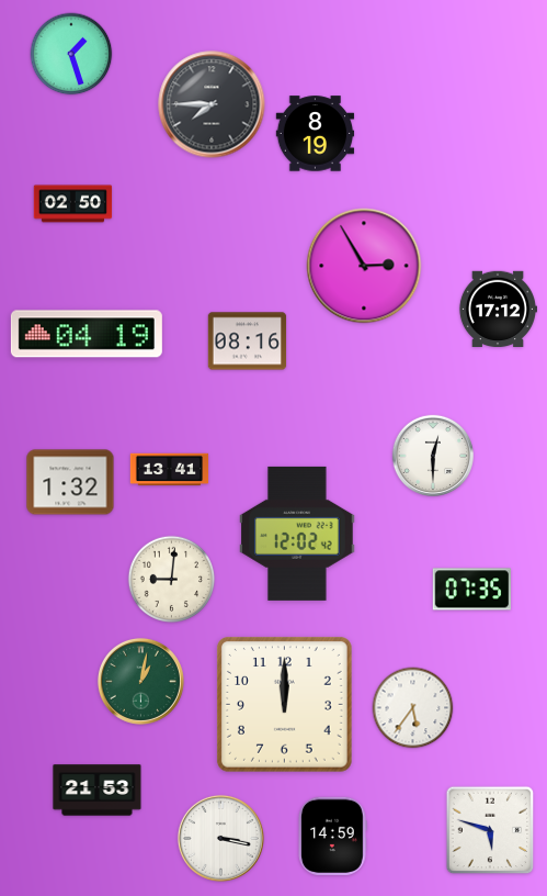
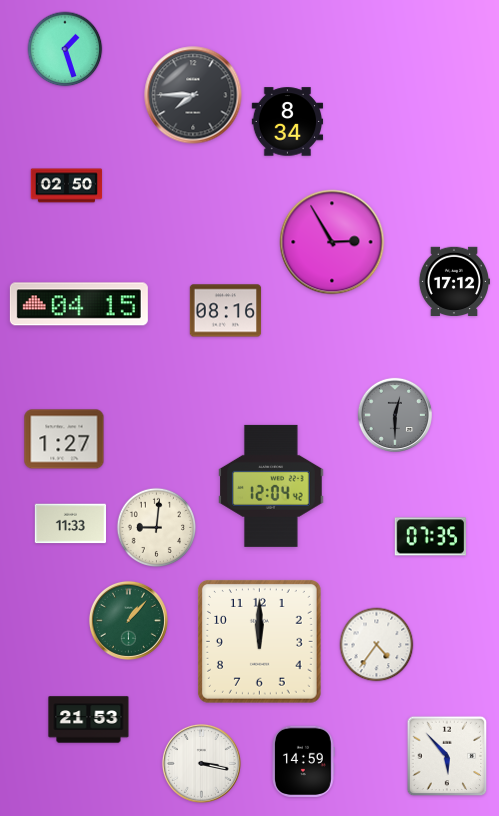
clock at (316, 134): 8:19 -> 8:34
clock at (87, 334): 04:19 -> 04:15
clock at (432, 455) dial: white -> grey
clock at (170, 470): 13:41 -> none
clock at (70, 482): 1:32 -> 1:27
clock at (297, 534): 12:02 -> 12:04
clock at (71, 524): none -> 11:33
clock at (140, 681): 1:02 -> 1:07
clock at (413, 708): 5:36 -> 4:36
clock at (490, 830): 5:48 -> 5:53
